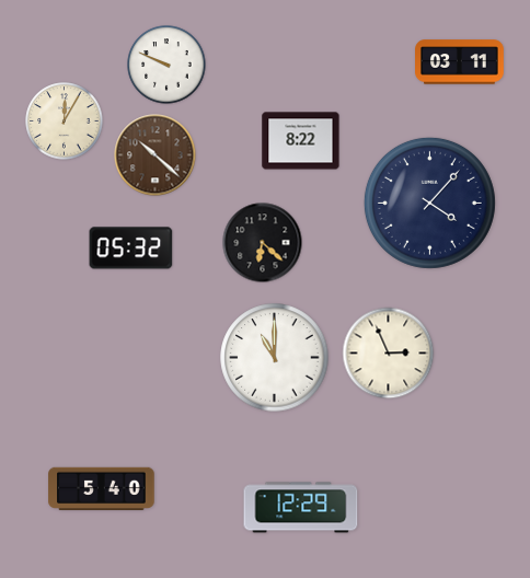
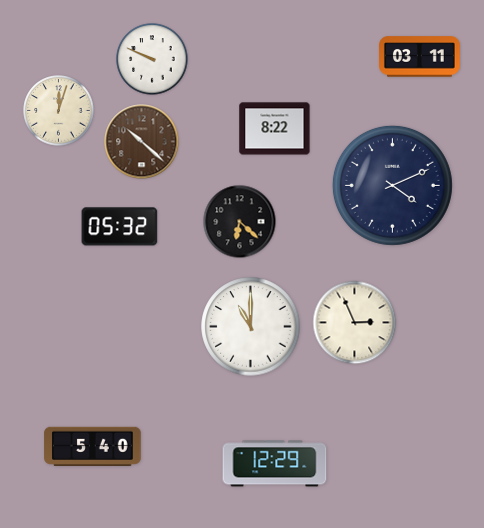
clock at (65, 122): 12:05 -> 12:03
clock at (429, 203): 4:07 -> 4:11
